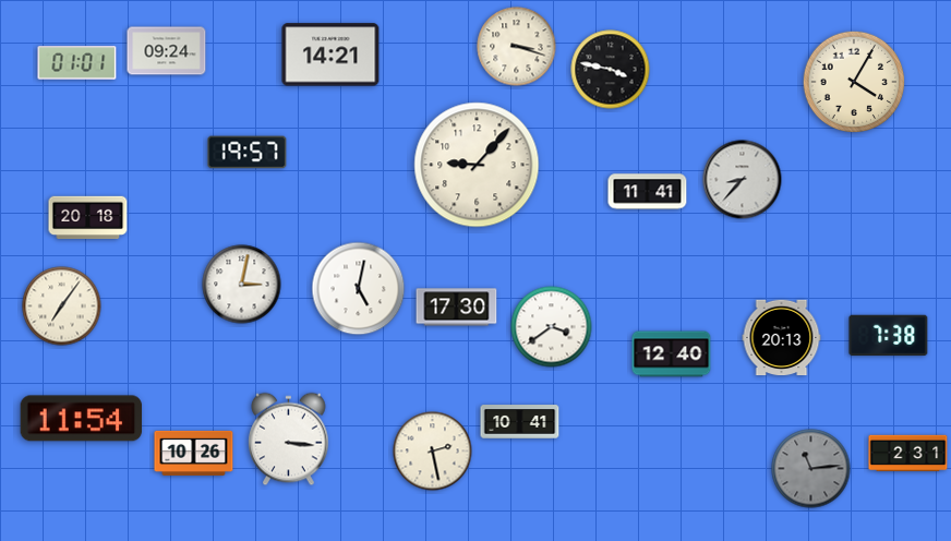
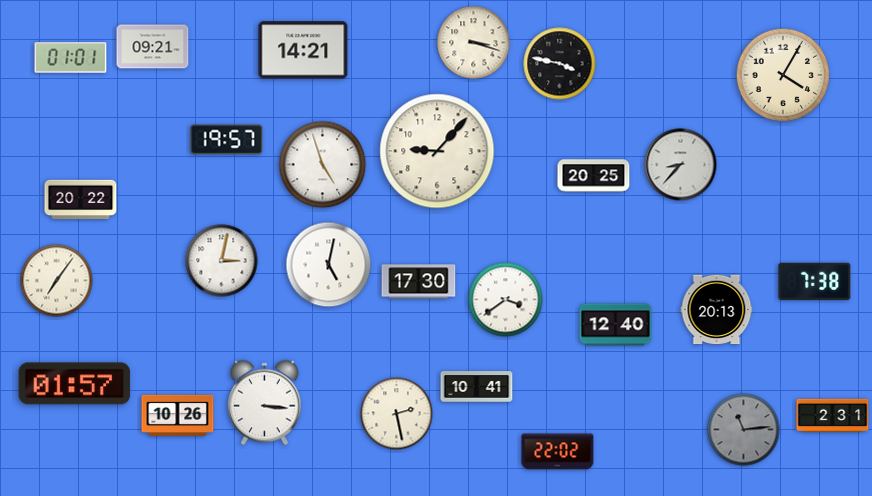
clock at (167, 51): 09:24 -> 09:21
clock at (323, 165): none -> 4:57
clock at (648, 192): 11:41 -> 20:25
clock at (88, 218): 20:18 -> 20:22
clock at (889, 336) position: (889, 336) -> (815, 282)
clock at (82, 419): 11:54 -> 01:57
clock at (558, 452): none -> 22:02
